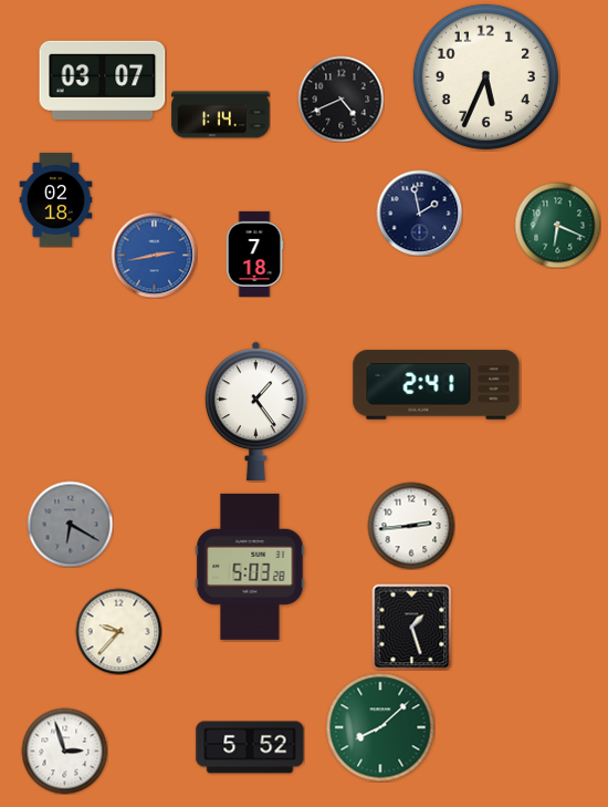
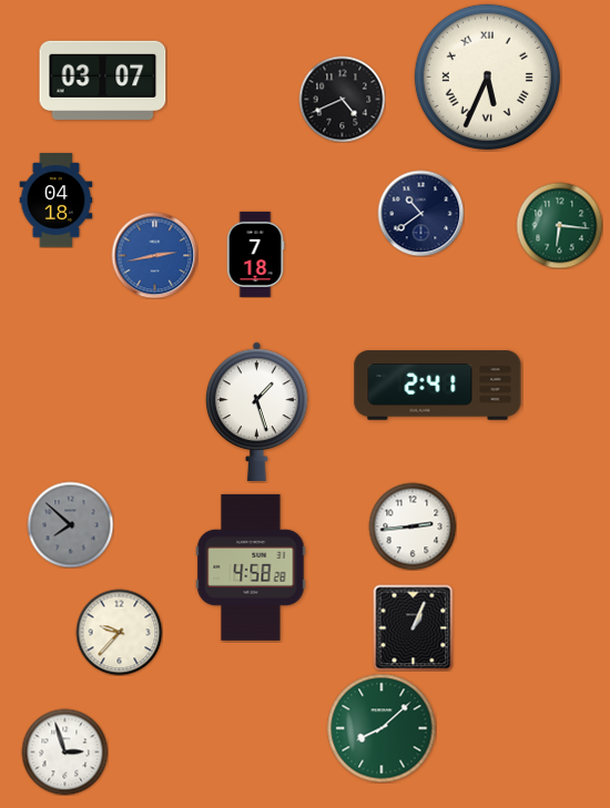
clock at (485, 76) numerals: Arabic -> Roman
clock at (221, 115): 1:14 -> none
clock at (56, 200): 02:18 -> 04:18
clock at (419, 213): 1:58 -> 10:39
clock at (557, 225): 6:19 -> 6:16
clock at (256, 411): 1:24 -> 1:27
clock at (70, 524): 6:20 -> 7:52
clock at (250, 567): 5:03 -> 4:58
clock at (412, 627): 1:27 -> 1:04
clock at (250, 747): 5:52 -> none
